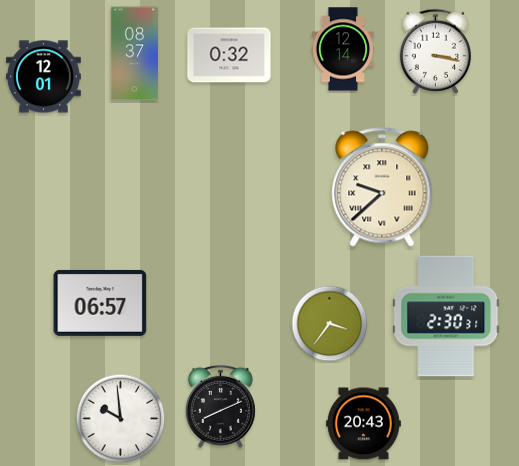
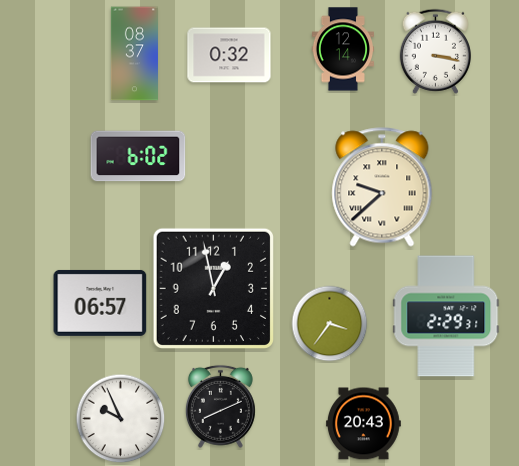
clock at (44, 77): 12:01 -> none
clock at (138, 156): none -> 6:02
clock at (213, 288): none -> 12:58
clock at (446, 316): 2:30 -> 2:29
clock at (121, 419): 9:59 -> 9:56
